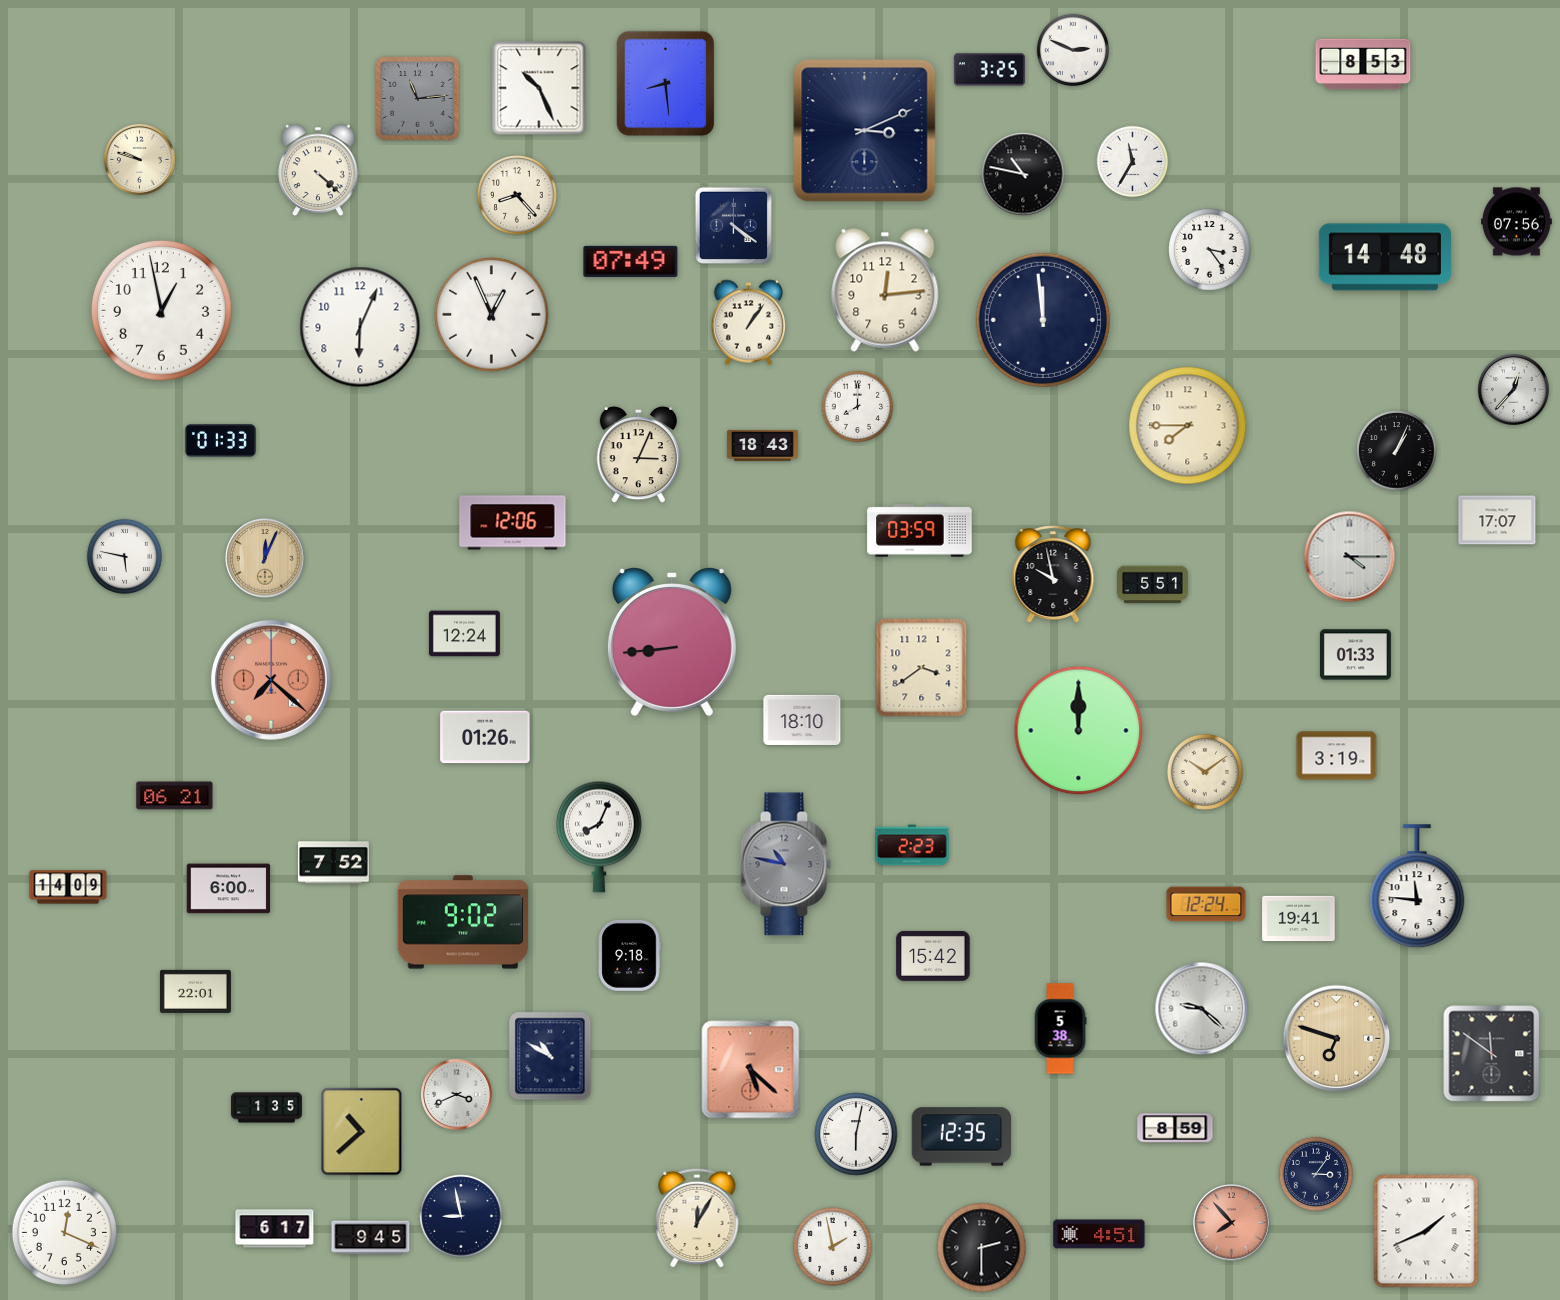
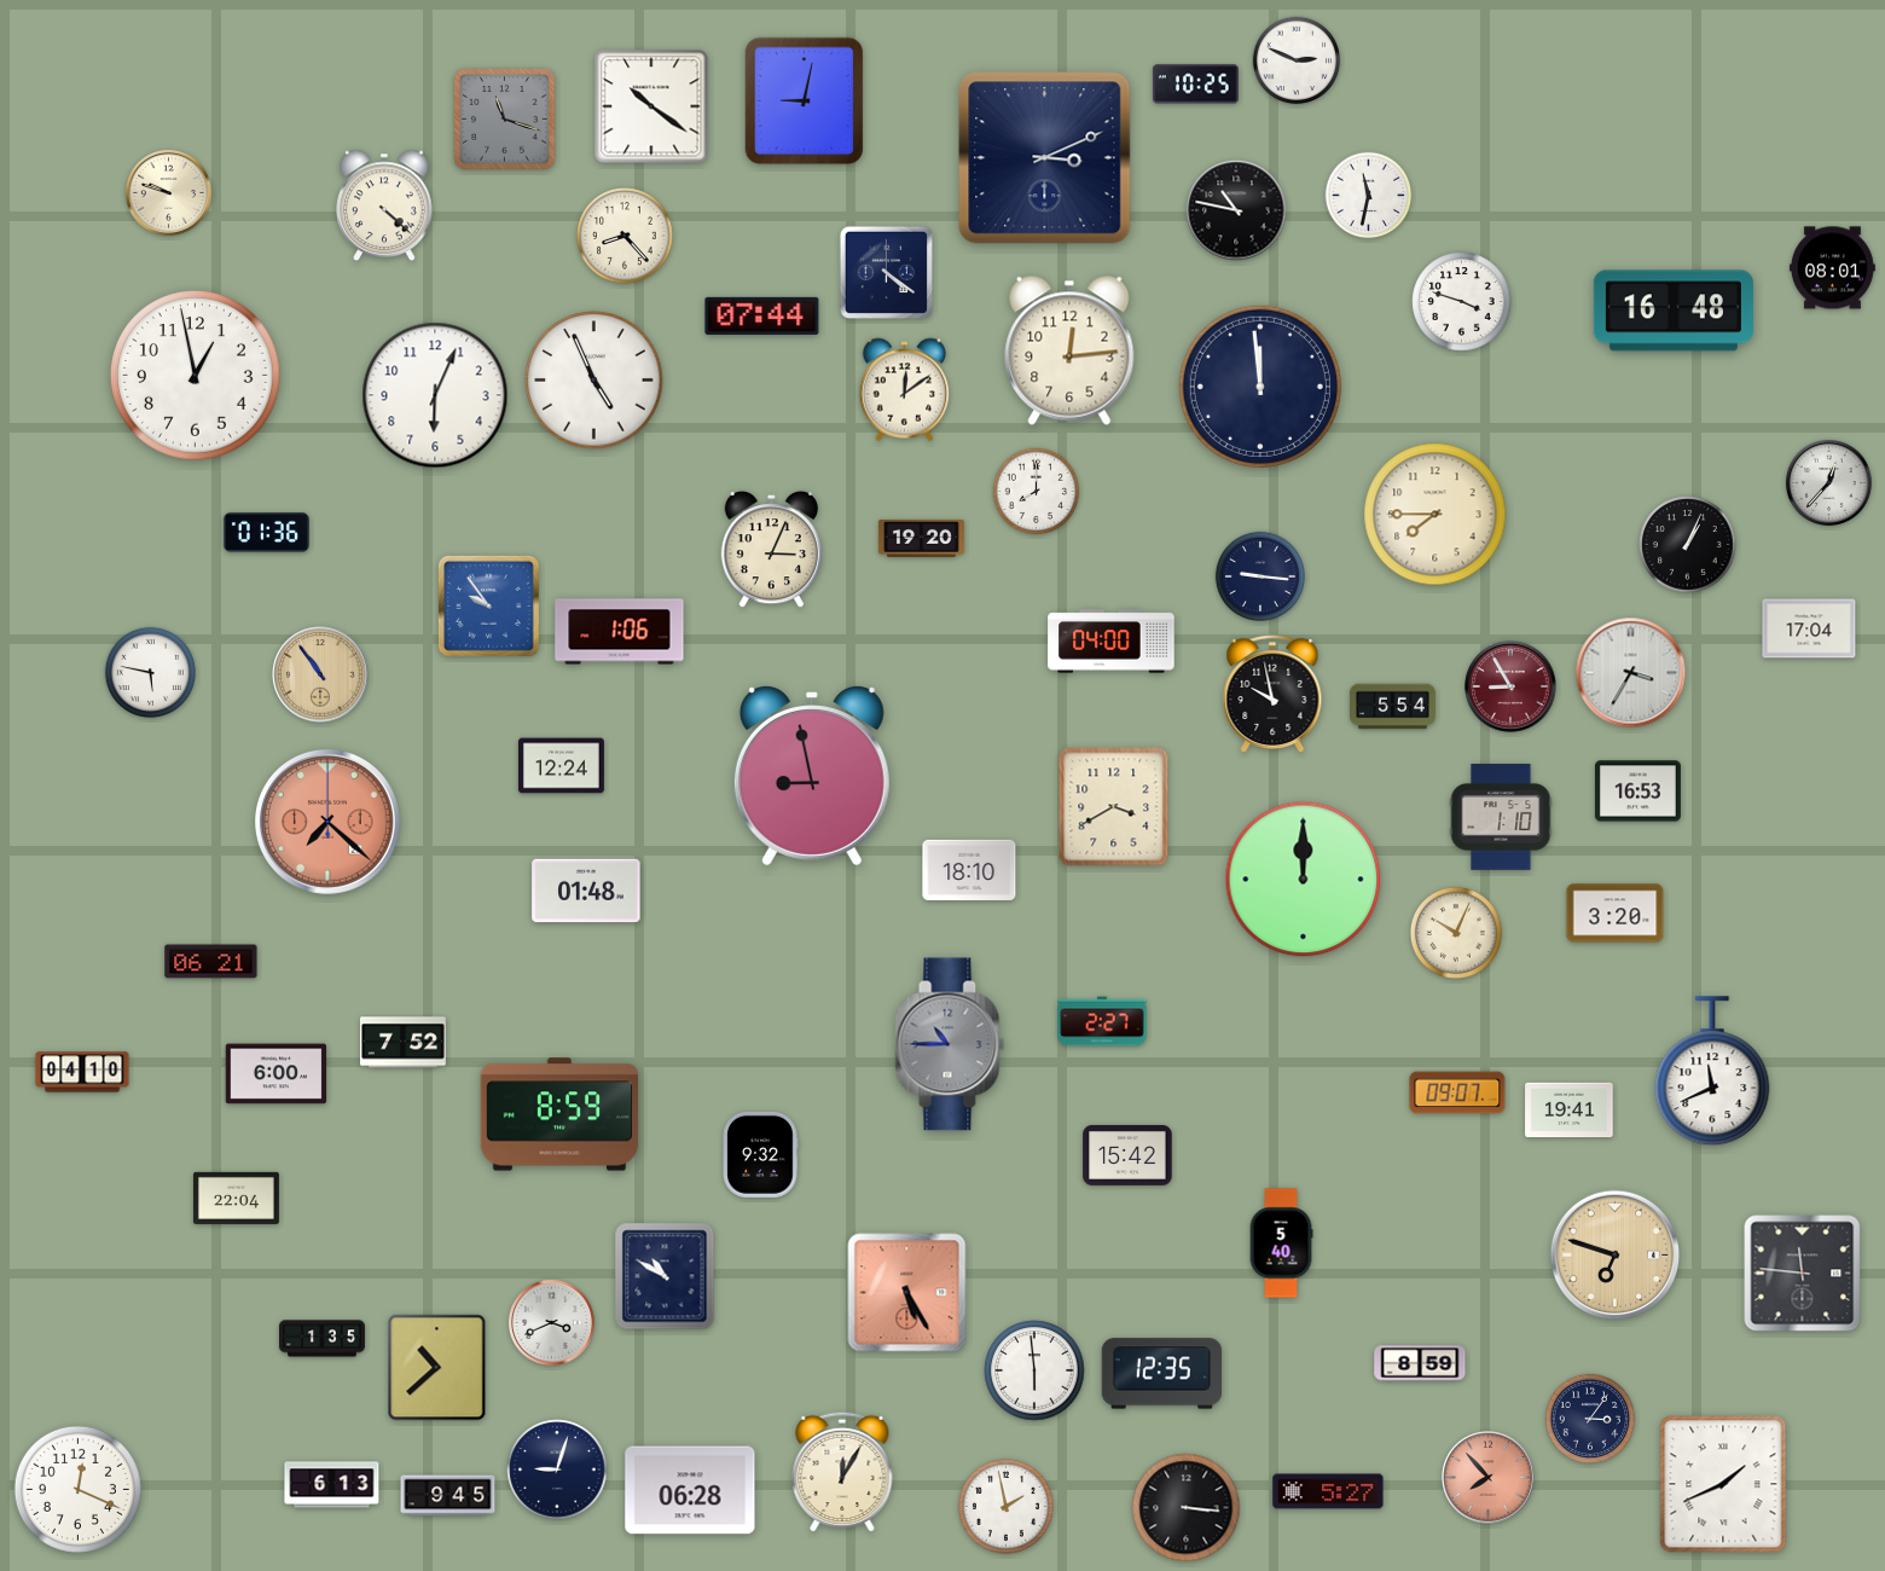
clock at (1363, 64): 8:53 -> none
clock at (989, 70): 3:25 -> 10:25
clock at (666, 84): 8:29 -> 9:02
clock at (539, 88): 10:26 -> 10:21
clock at (418, 99): 11:14 -> 11:18
clock at (1133, 162): 11:35 -> 11:32
clock at (1516, 222): 07:56 -> 08:01
clock at (1210, 250): 3:24 -> 3:48
clock at (1385, 257): 14:48 -> 16:48
clock at (631, 261): 07:49 -> 07:44
clock at (492, 315): 12:56 -> 4:56
clock at (749, 323): 1:06 -> 12:09
clock at (1513, 389) position: (1513, 389) -> (1828, 482)
clock at (220, 441): 01:33 -> 01:36
clock at (762, 445): 18:43 -> 19:20
clock at (1259, 575): none -> 9:16
clock at (488, 605): none -> 9:54
clock at (1497, 520): 17:07 -> 17:04
clock at (513, 523): 12:06 -> 1:06
clock at (920, 531): 03:59 -> 04:00
clock at (1350, 557): 4:15 -> 3:35
clock at (265, 558): 12:04 -> 10:54
clock at (1510, 686): none -> 8:55
clock at (1153, 585): 5:51 -> 5:54
clock at (672, 642): 8:44 -> 8:58
clock at (1355, 655): 01:33 -> 16:53
clock at (922, 668): 3:39 -> 3:40
clock at (1501, 817): none -> 1:10
clock at (1079, 731) position: (1079, 731) -> (1304, 880)
clock at (485, 737): 01:26 -> 01:48
clock at (1337, 756): 3:19 -> 3:20
clock at (1205, 772): 10:09 -> 10:04
clock at (600, 837): 8:04 -> none
clock at (912, 845): 2:23 -> 2:27
clock at (786, 864): 10:47 -> 10:45
clock at (68, 887): 14:09 -> 04:10
clock at (1417, 887): 11:46 -> 11:41
clock at (1206, 904): 12:24 -> 09:07
clock at (463, 922): 9:02 -> 8:59
clock at (629, 955): 9:18 -> 9:32
clock at (195, 991): 22:01 -> 22:04
clock at (1202, 1009): 9:22 -> none
clock at (1060, 1029): 5:38 -> 5:40
clock at (1492, 1054): 11:51 -> 11:46
clock at (751, 1070): 5:22 -> 5:25
clock at (856, 1134): 6:02 -> 5:59
clock at (461, 1216): 8:58 -> 9:03
clock at (275, 1229): 6:17 -> 6:13
clock at (1426, 1231) position: (1426, 1231) -> (1723, 1484)
clock at (690, 1490): none -> 06:28
clock at (1099, 1234): 4:51 -> 5:27
clock at (982, 1248): 2:30 -> 3:16
